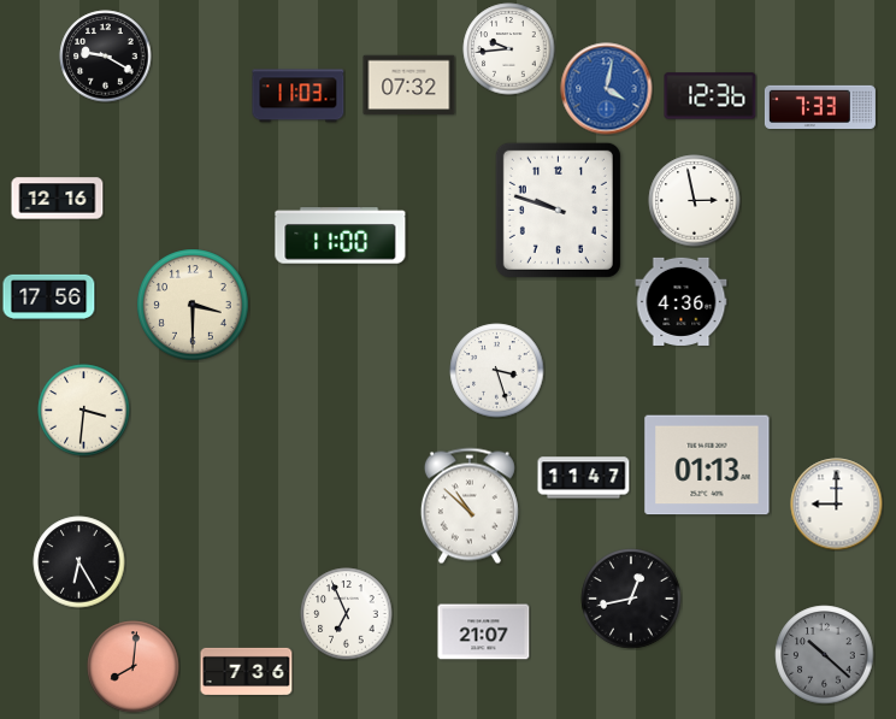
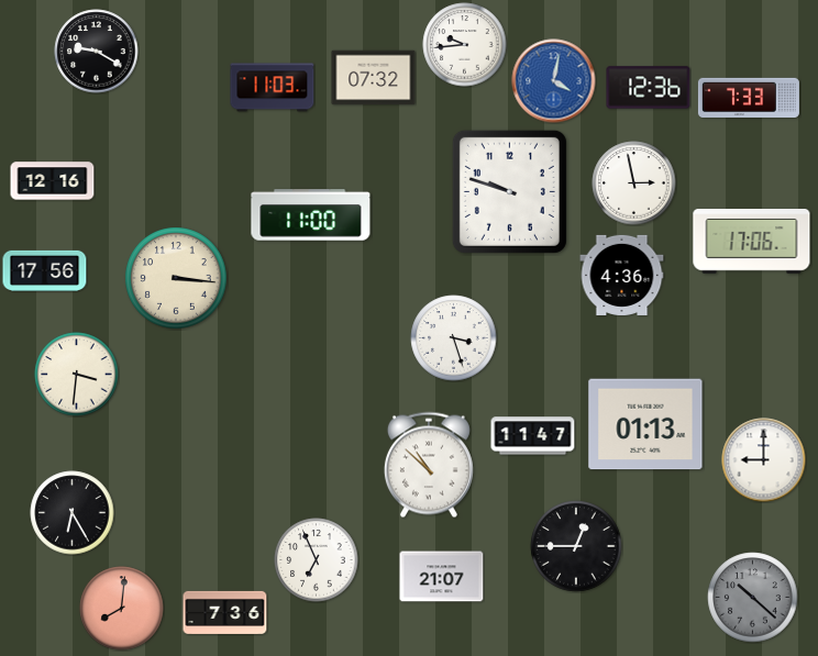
clock at (752, 242): none -> 17:06
clock at (193, 305): 3:30 -> 3:16
clock at (470, 506) position: (470, 506) -> (429, 465)
clock at (631, 599): 12:43 -> 12:45
